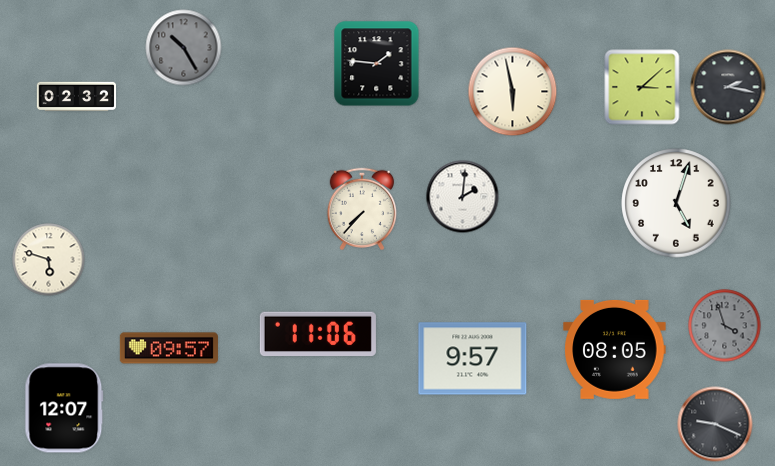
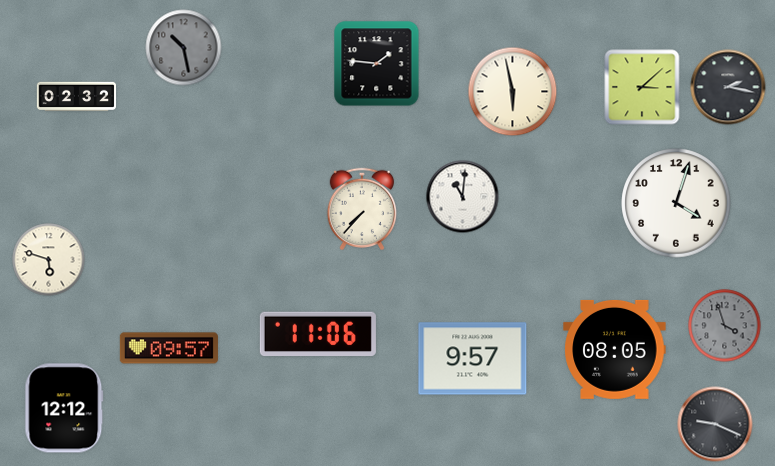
clock at (184, 48): 10:25 -> 10:28
clock at (463, 197): 2:01 -> 11:01
clock at (676, 203): 5:03 -> 4:03
clock at (64, 408): 12:07 -> 12:12
